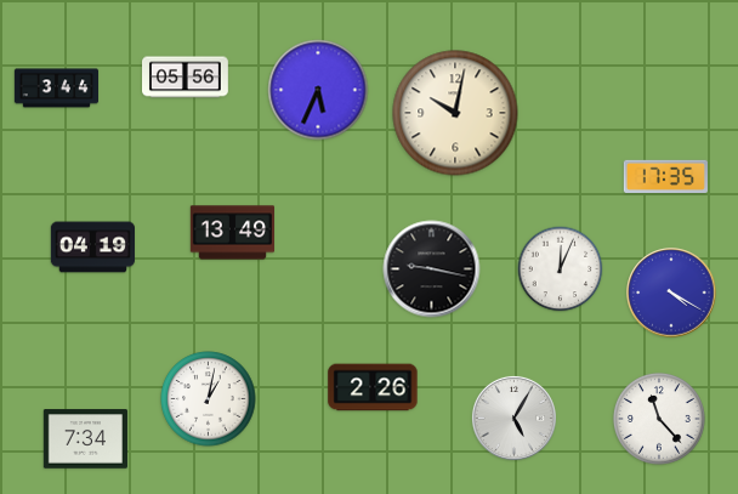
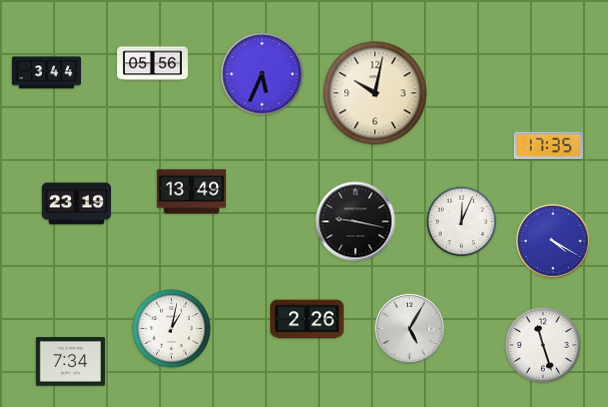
clock at (92, 248): 04:19 -> 23:19
clock at (513, 418) position: (513, 418) -> (409, 328)
clock at (659, 419): 11:23 -> 11:27
